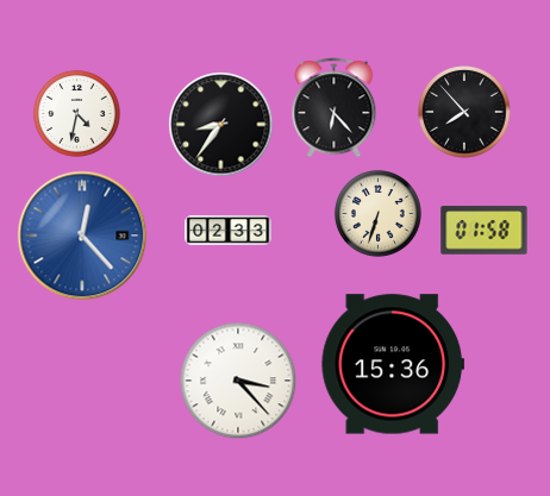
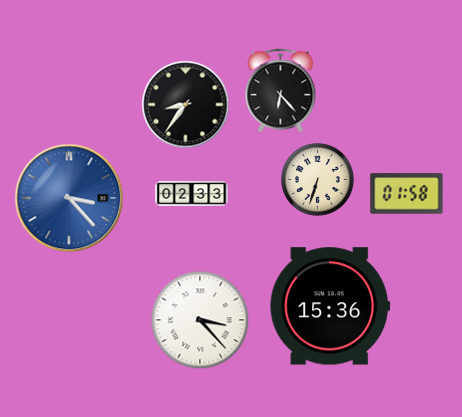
clock at (464, 112): 7:53 -> none
clock at (76, 113): 4:32 -> none
clock at (82, 236): 12:23 -> 3:23
